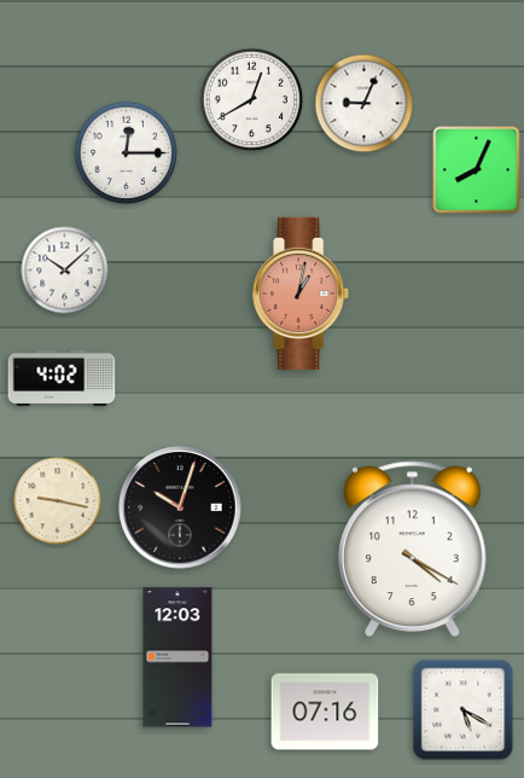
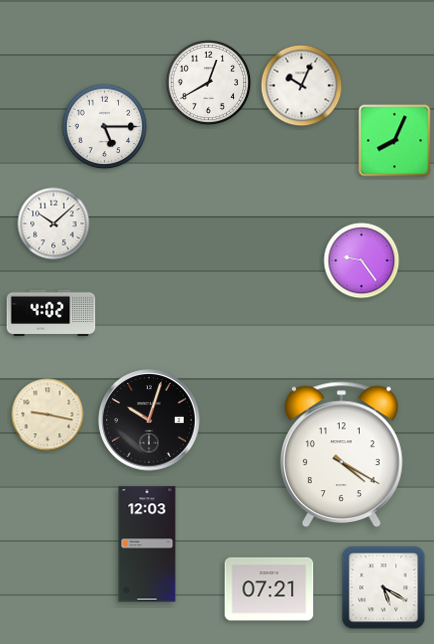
clock at (365, 104): 9:04 -> 10:04
clock at (127, 153): 12:15 -> 5:15
clock at (302, 294): 1:02 -> none
clock at (362, 261): none -> 9:24
clock at (325, 712): 07:16 -> 07:21
